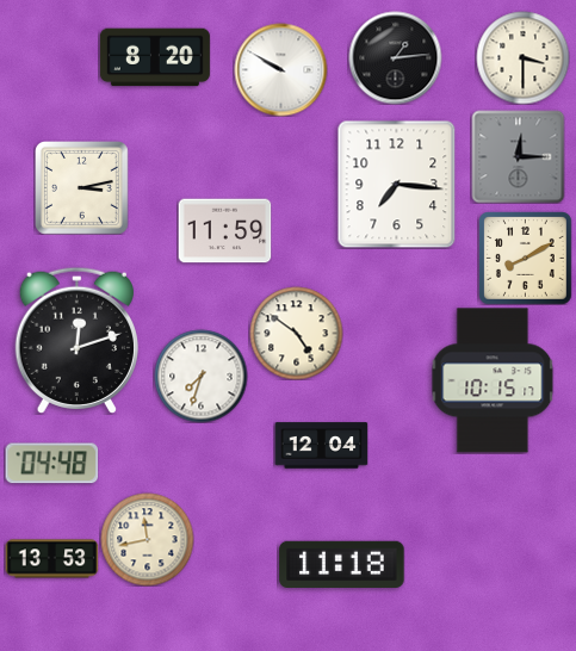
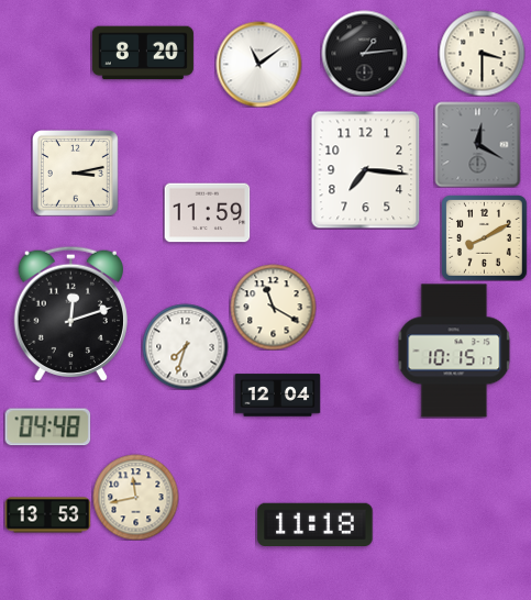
clock at (280, 69): 9:50 -> 11:09
clock at (518, 156): 12:15 -> 12:20
clock at (296, 333): 4:51 -> 11:20
clock at (321, 446) position: (321, 446) -> (277, 396)
clock at (342, 565) position: (342, 565) -> (316, 525)
